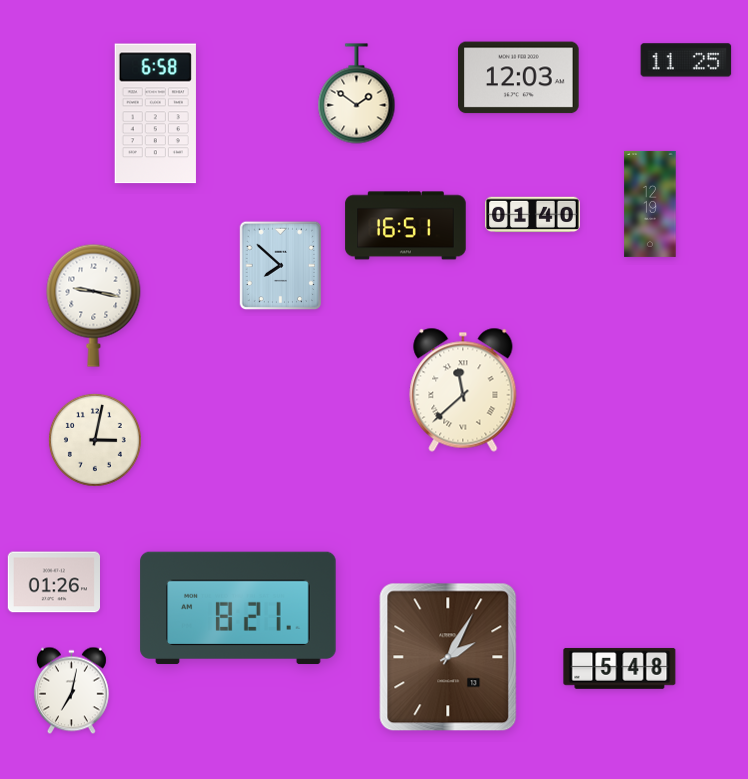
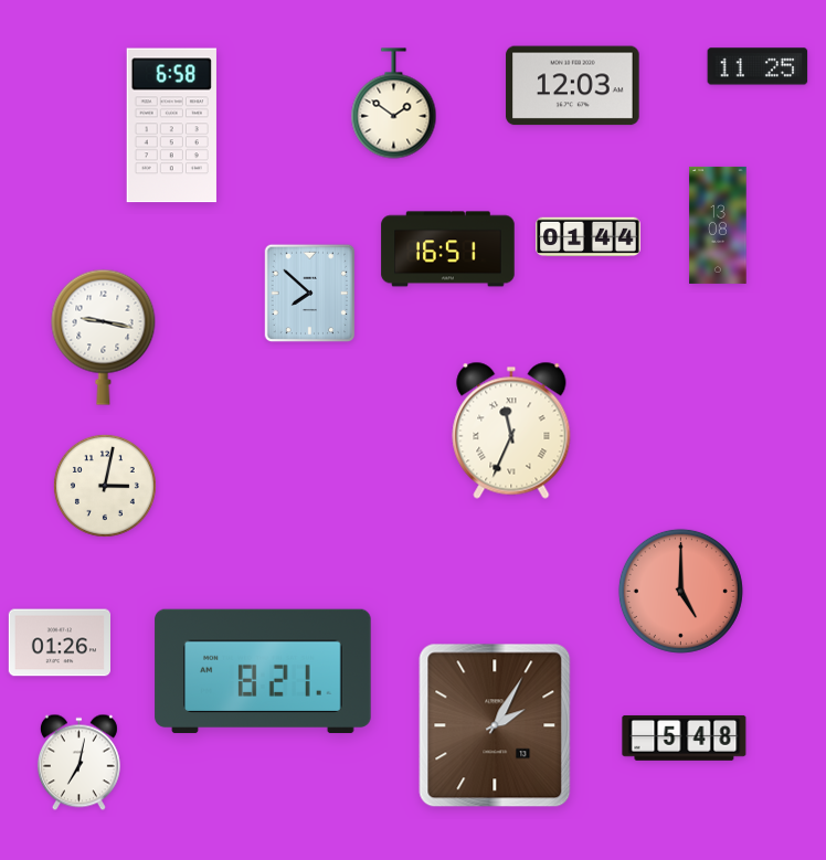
clock at (650, 204): 12:19 -> 13:08
clock at (533, 215): 01:40 -> 01:44
clock at (463, 390): 11:38 -> 11:34
clock at (680, 591): none -> 5:00
